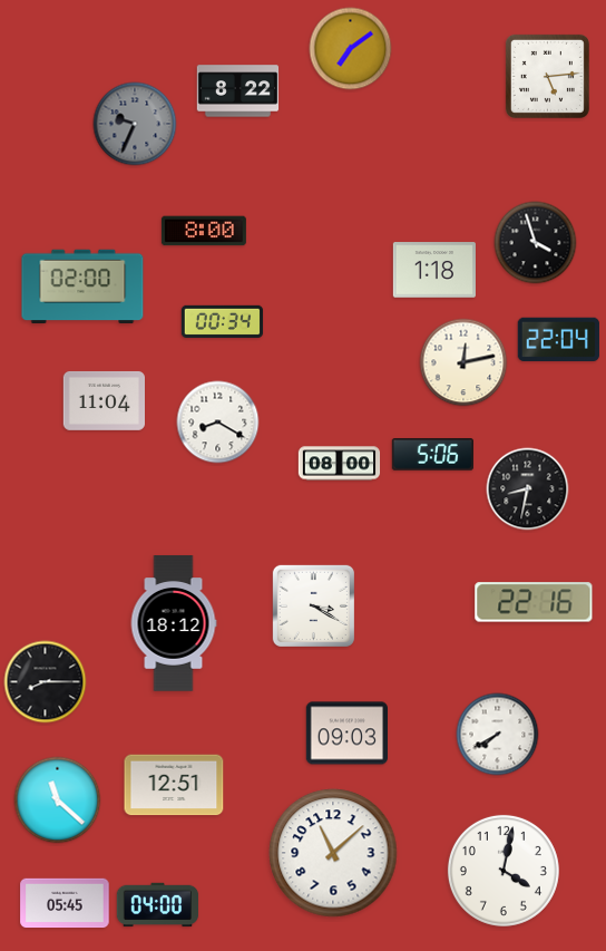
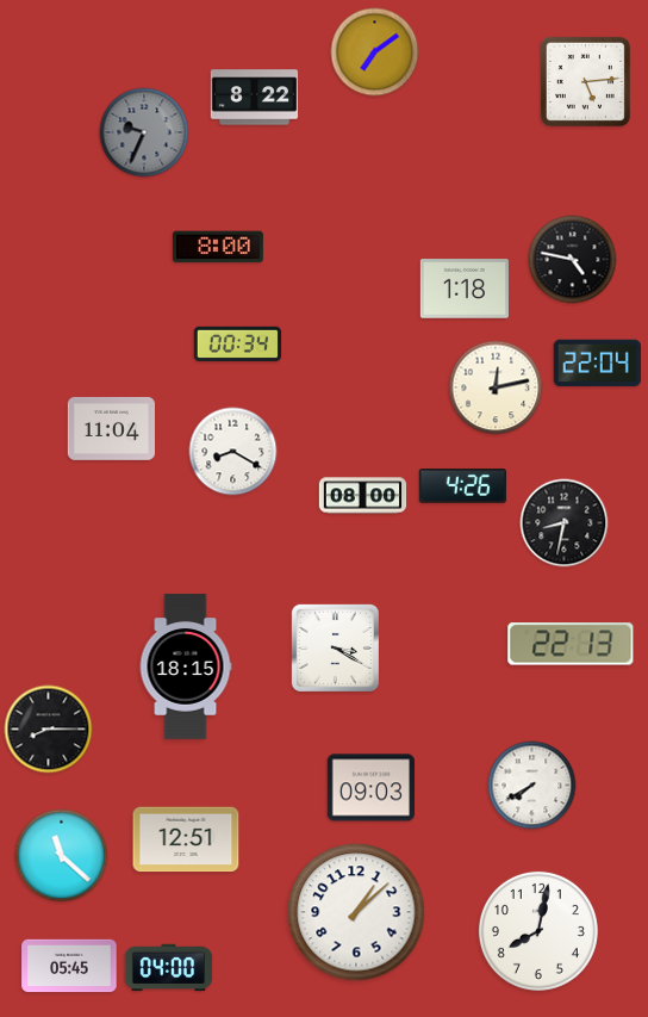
clock at (536, 243): 3:57 -> 4:47
clock at (82, 287): 02:00 -> none
clock at (432, 455): 5:06 -> 4:26
clock at (534, 602): 22:16 -> 22:13
clock at (174, 623): 18:12 -> 18:15
clock at (346, 734) position: (346, 734) -> (370, 788)
clock at (333, 853): 11:08 -> 1:08
clock at (504, 871): 4:02 -> 8:02
